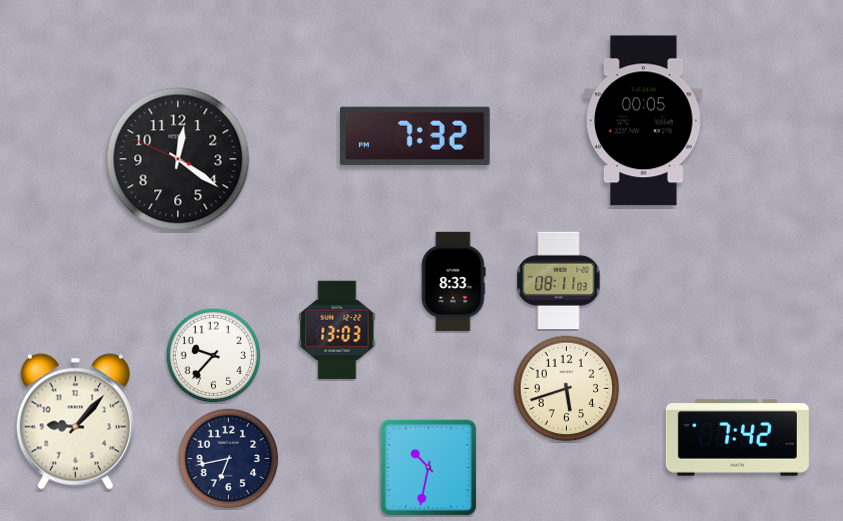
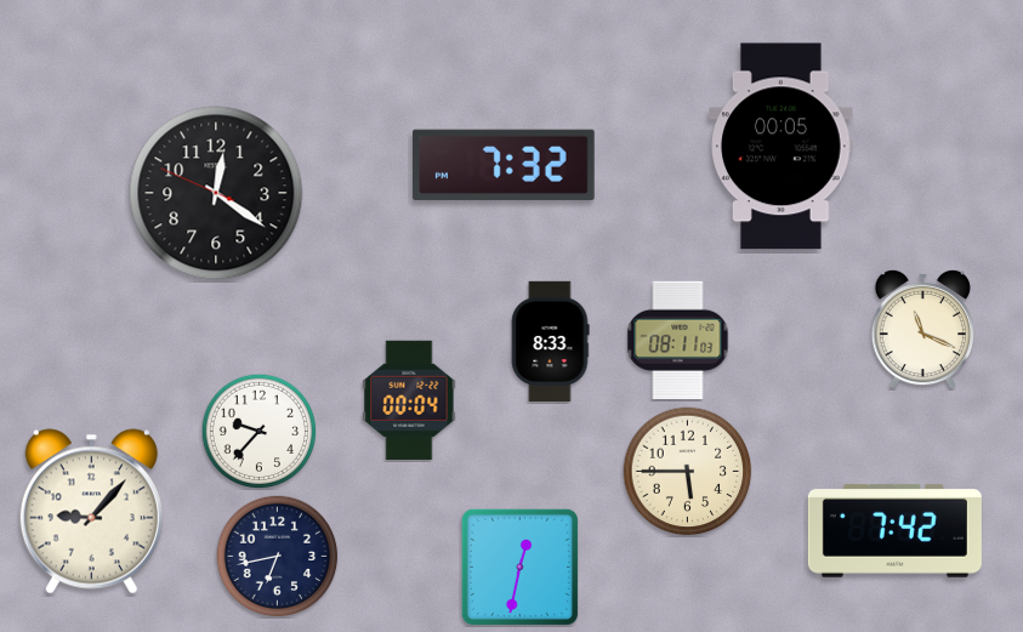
clock at (922, 329): none -> 11:19
clock at (337, 330): 13:03 -> 00:04
clock at (567, 389): 5:42 -> 5:45
clock at (428, 467): 10:32 -> 12:32
